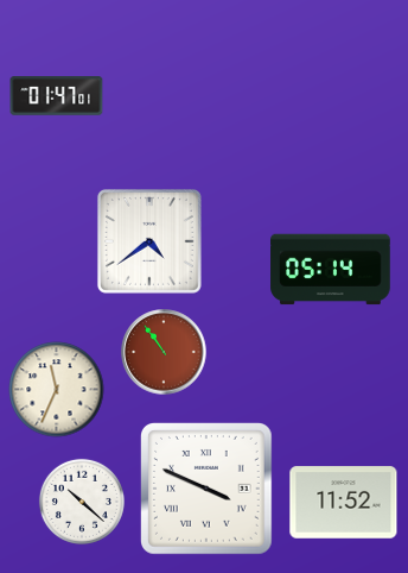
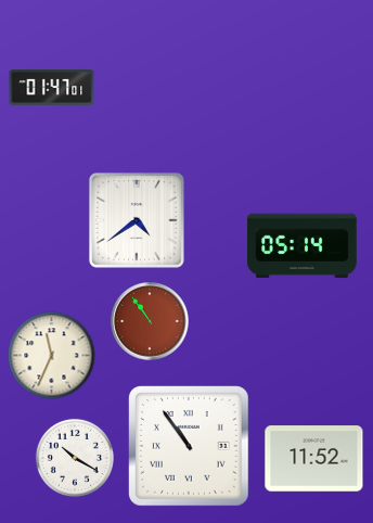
clock at (208, 490): 3:49 -> 10:54
clock at (82, 502): 10:22 -> 10:20
